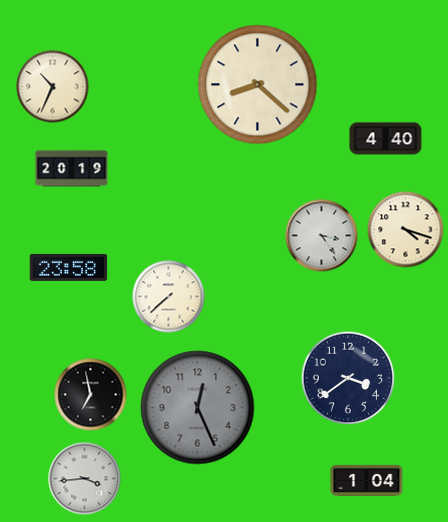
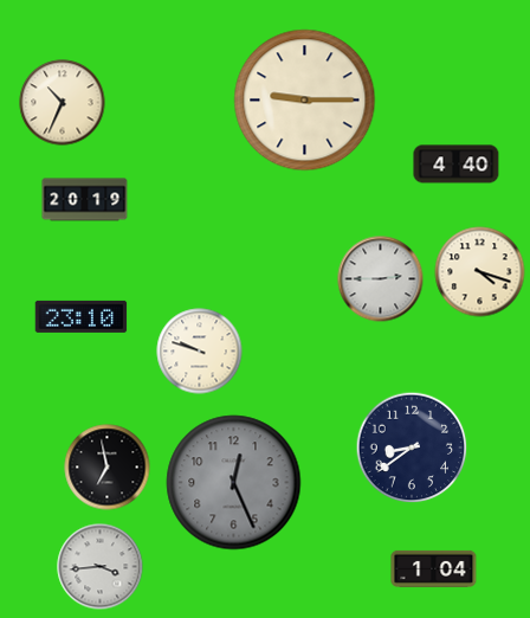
clock at (258, 85): 8:22 -> 9:15
clock at (322, 236): 3:24 -> 2:45
clock at (69, 267): 23:58 -> 23:10
clock at (169, 297): 7:38 -> 9:48
clock at (348, 378): 3:39 -> 8:39
